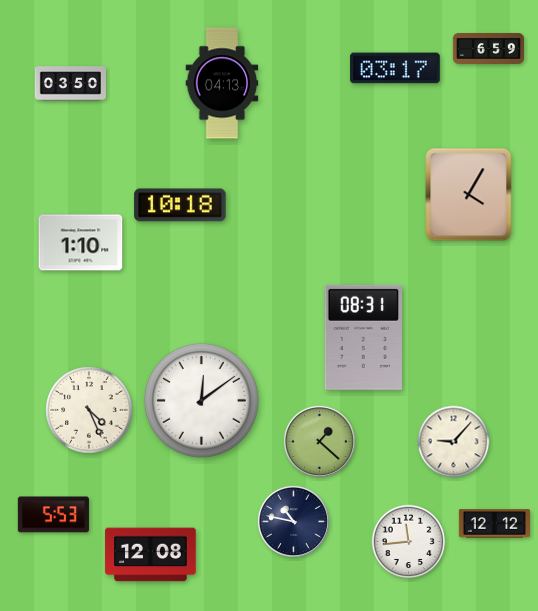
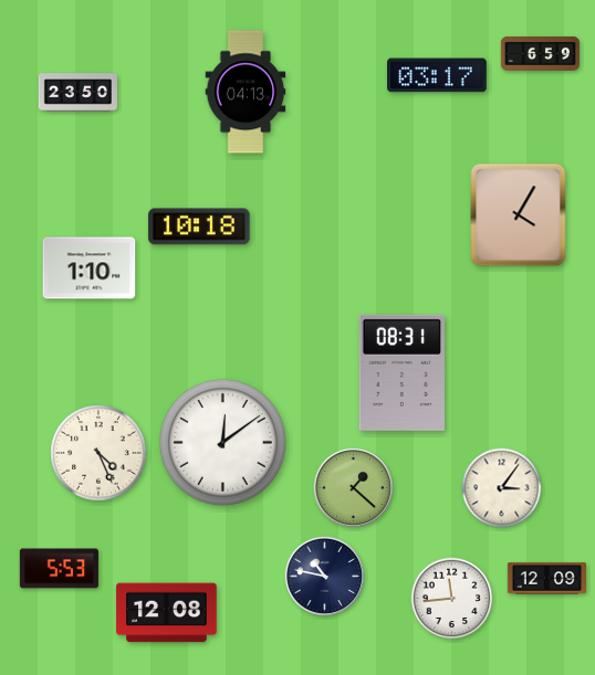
clock at (70, 84): 03:50 -> 23:50
clock at (454, 442): 9:07 -> 3:06
clock at (494, 524): 12:12 -> 12:09
